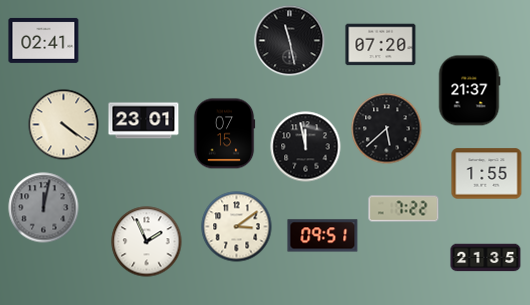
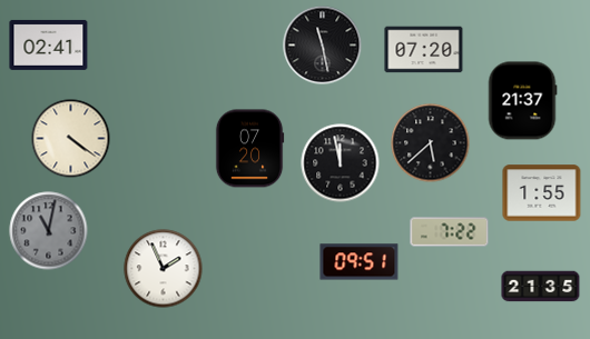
clock at (144, 121): 23:01 -> none
clock at (224, 134): 07:15 -> 07:20
clock at (44, 208): 12:02 -> 11:02
clock at (237, 227): 3:09 -> none
